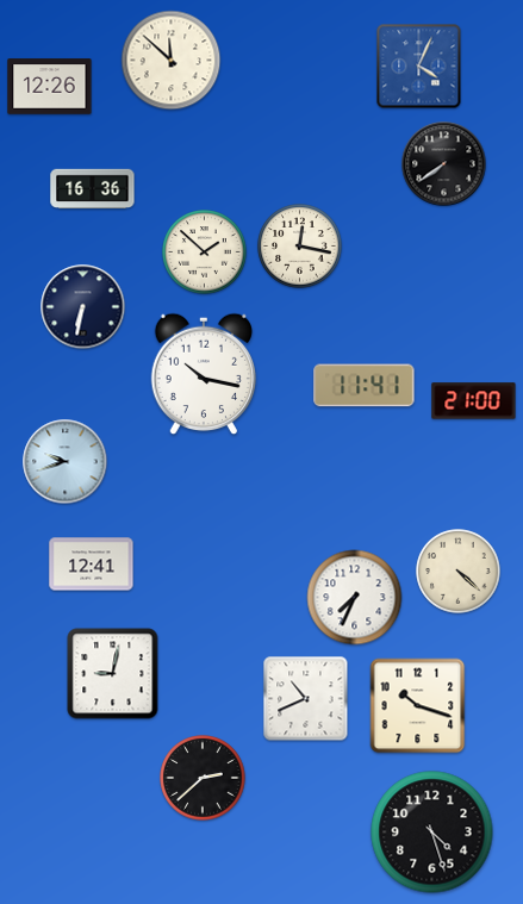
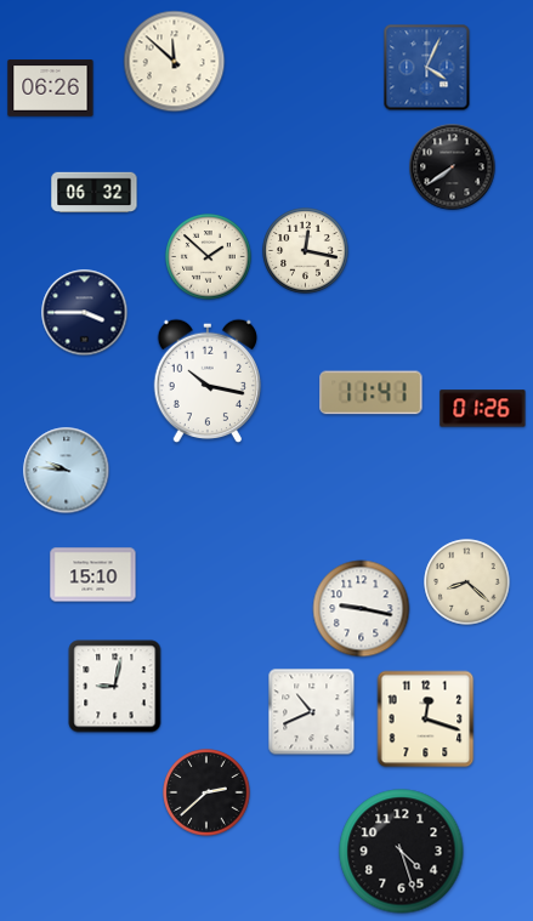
clock at (50, 87): 12:26 -> 06:26
clock at (93, 189): 16:36 -> 06:32
clock at (83, 307): 6:32 -> 3:45
clock at (474, 401): 21:00 -> 01:26
clock at (66, 462): 9:42 -> 9:46
clock at (92, 565): 12:41 -> 15:10
clock at (459, 572): 4:22 -> 8:22
clock at (355, 598): 7:34 -> 9:17
clock at (418, 706): 10:18 -> 12:18
clock at (432, 833) position: (432, 833) -> (402, 852)
